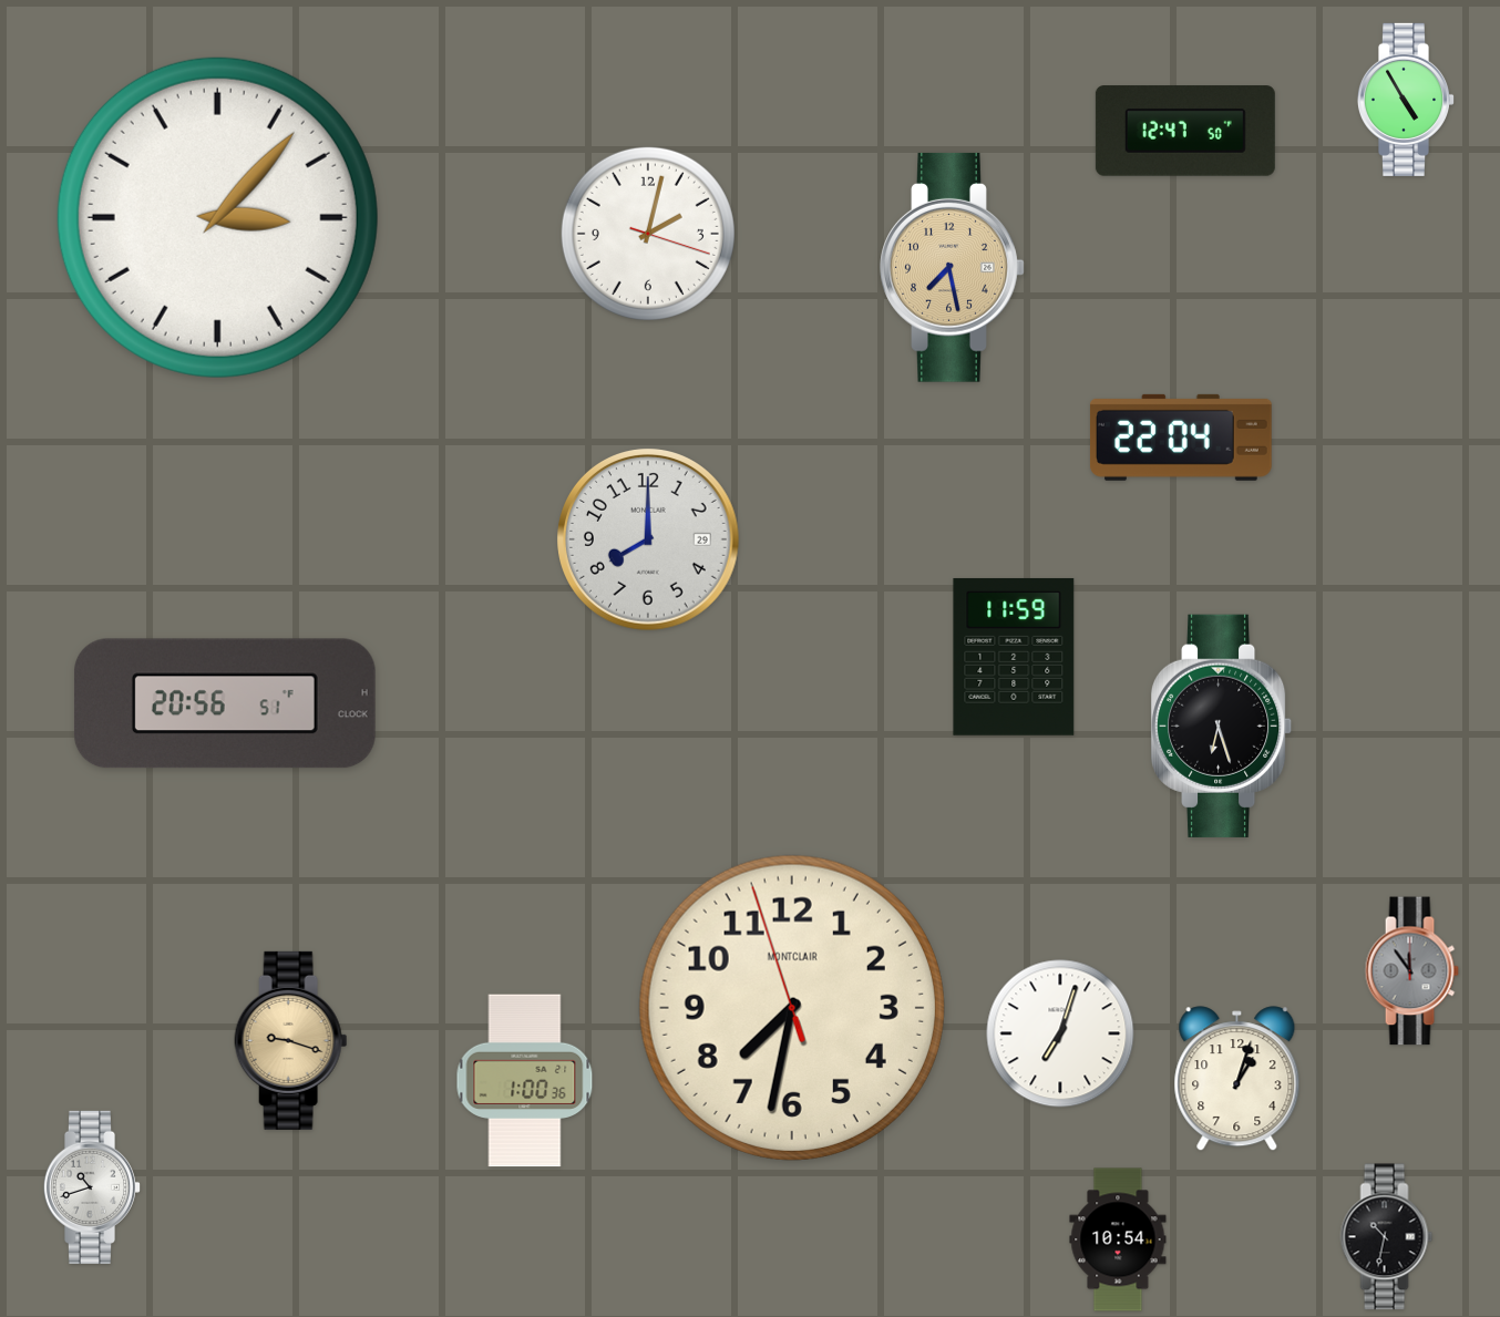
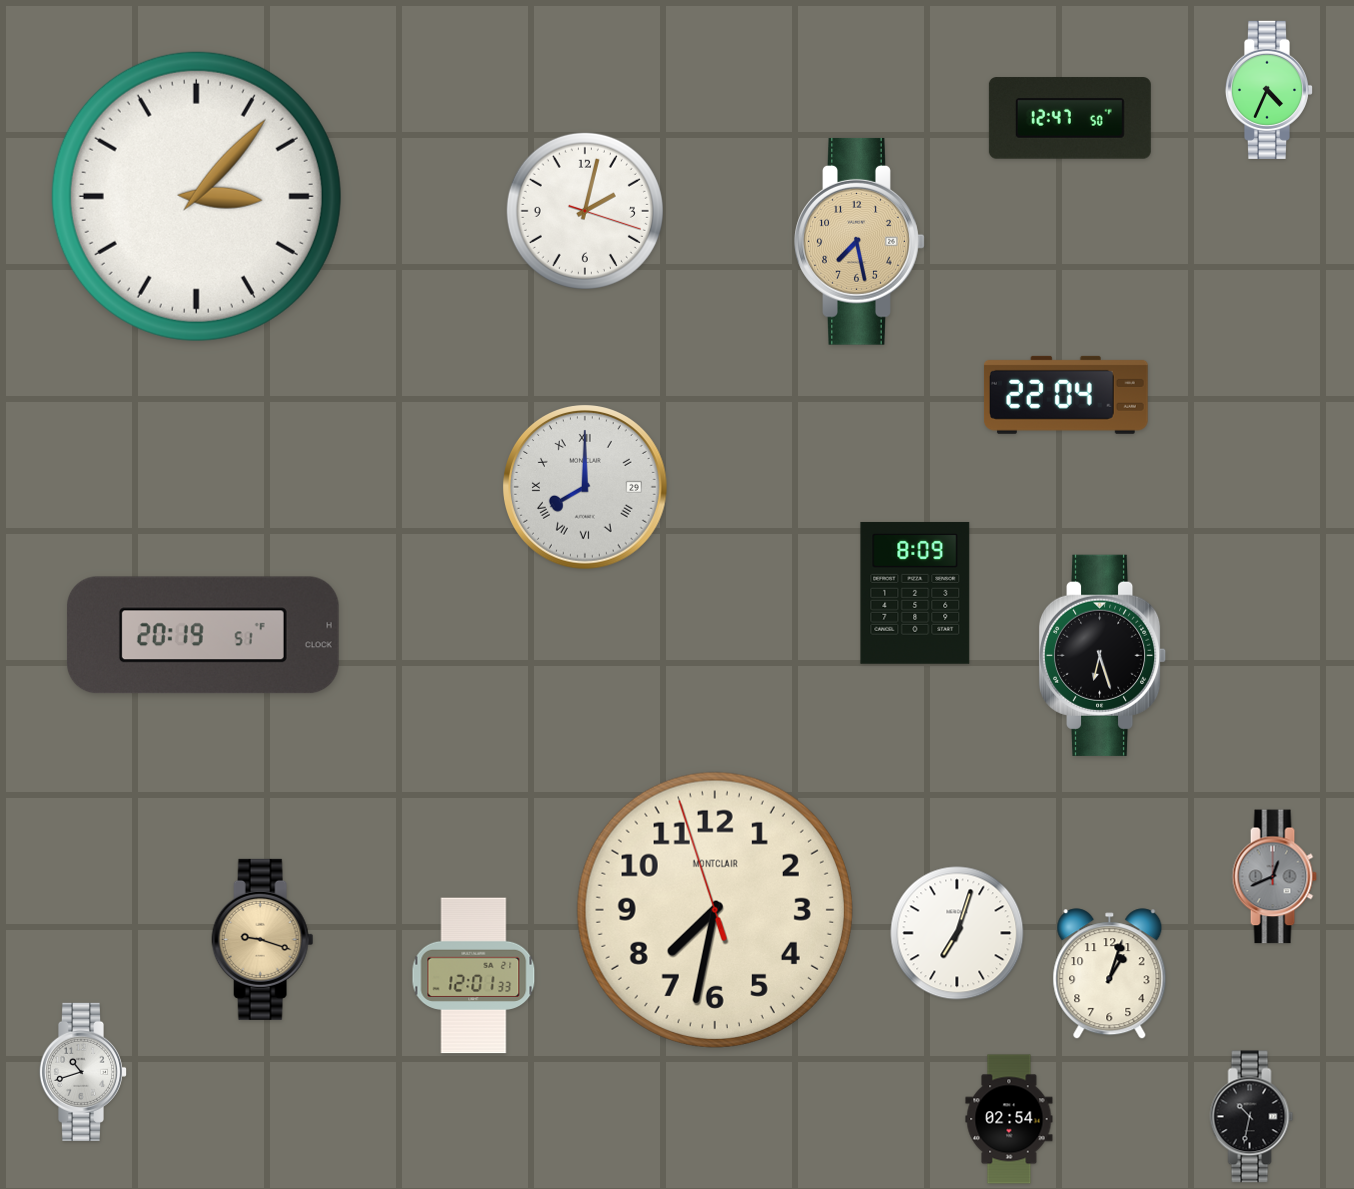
clock at (1406, 100): 4:55 -> 4:34
clock at (649, 541) numerals: Arabic -> Roman
clock at (1014, 657): 11:59 -> 8:09
clock at (225, 703): 20:56 -> 20:19
clock at (1411, 971): 11:54 -> 12:41
clock at (1237, 1079) position: (1237, 1079) -> (1110, 974)
clock at (525, 1081): 1:00 -> 12:01
clock at (1118, 1239): 10:54 -> 02:54
